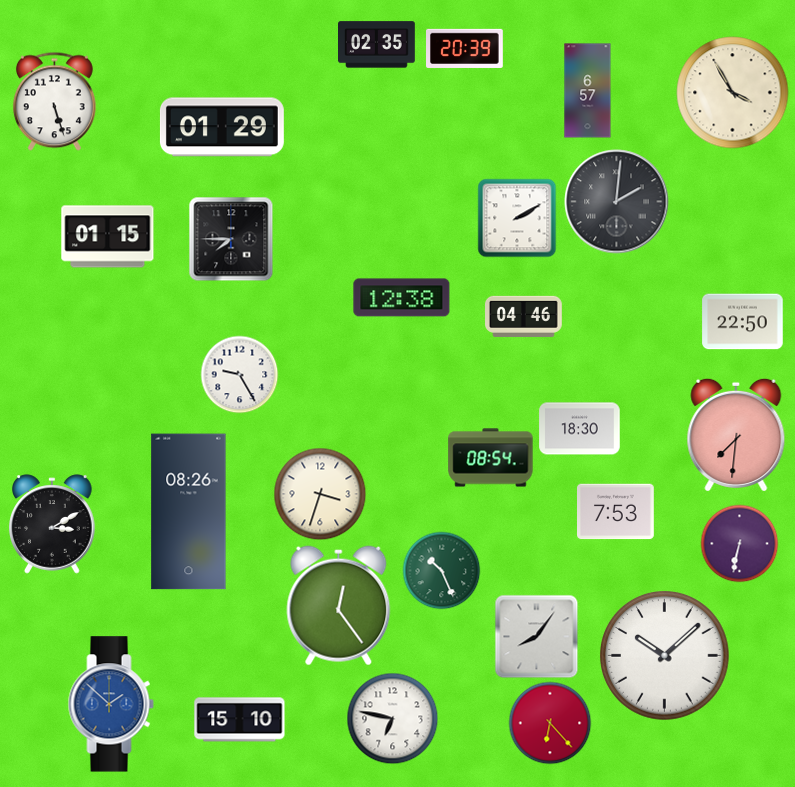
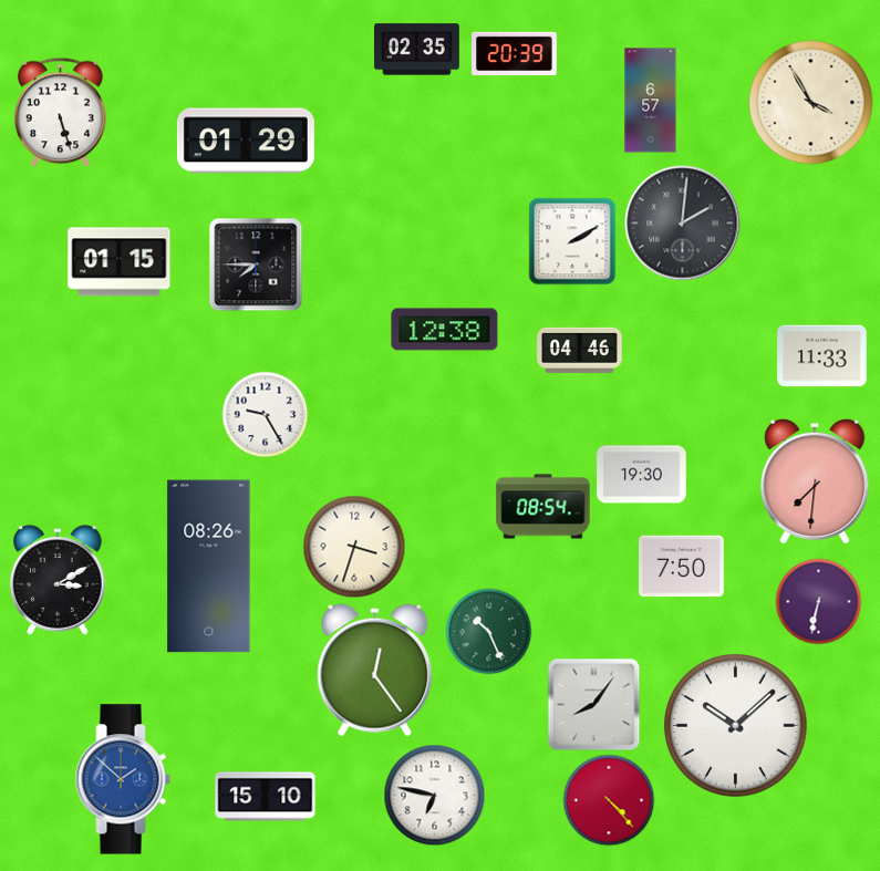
clock at (743, 322): 22:50 -> 11:33
clock at (580, 429): 18:30 -> 19:30
clock at (616, 512): 7:53 -> 7:50
clock at (550, 723): 6:23 -> 4:23
